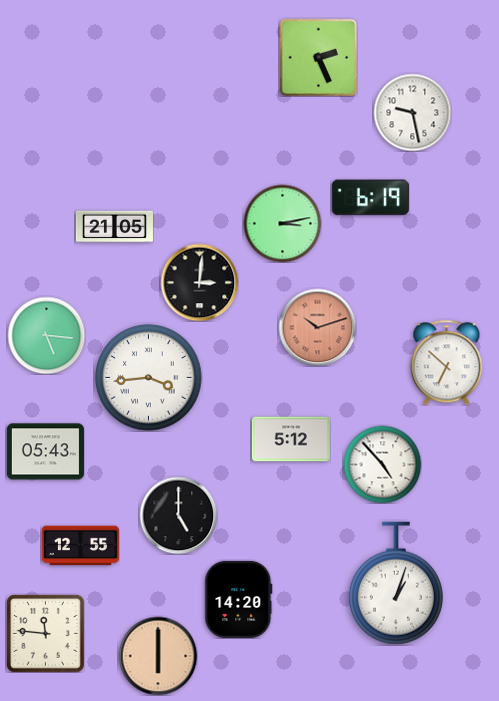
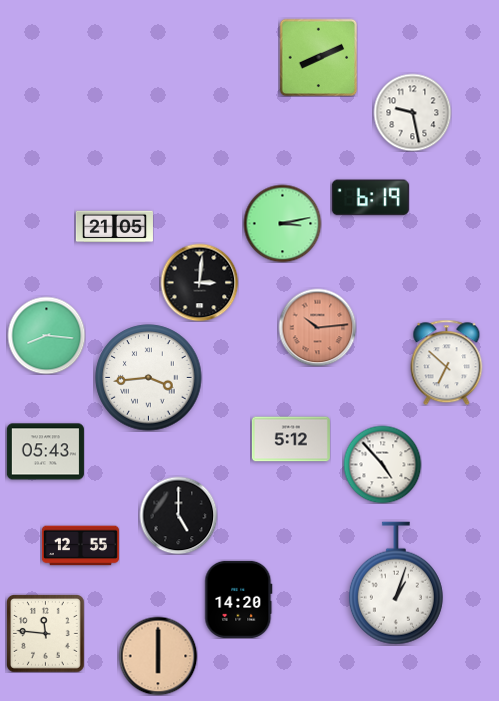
clock at (318, 57): 2:26 -> 8:11
clock at (317, 327): 10:12 -> 10:14
clock at (46, 335): 5:16 -> 8:16
